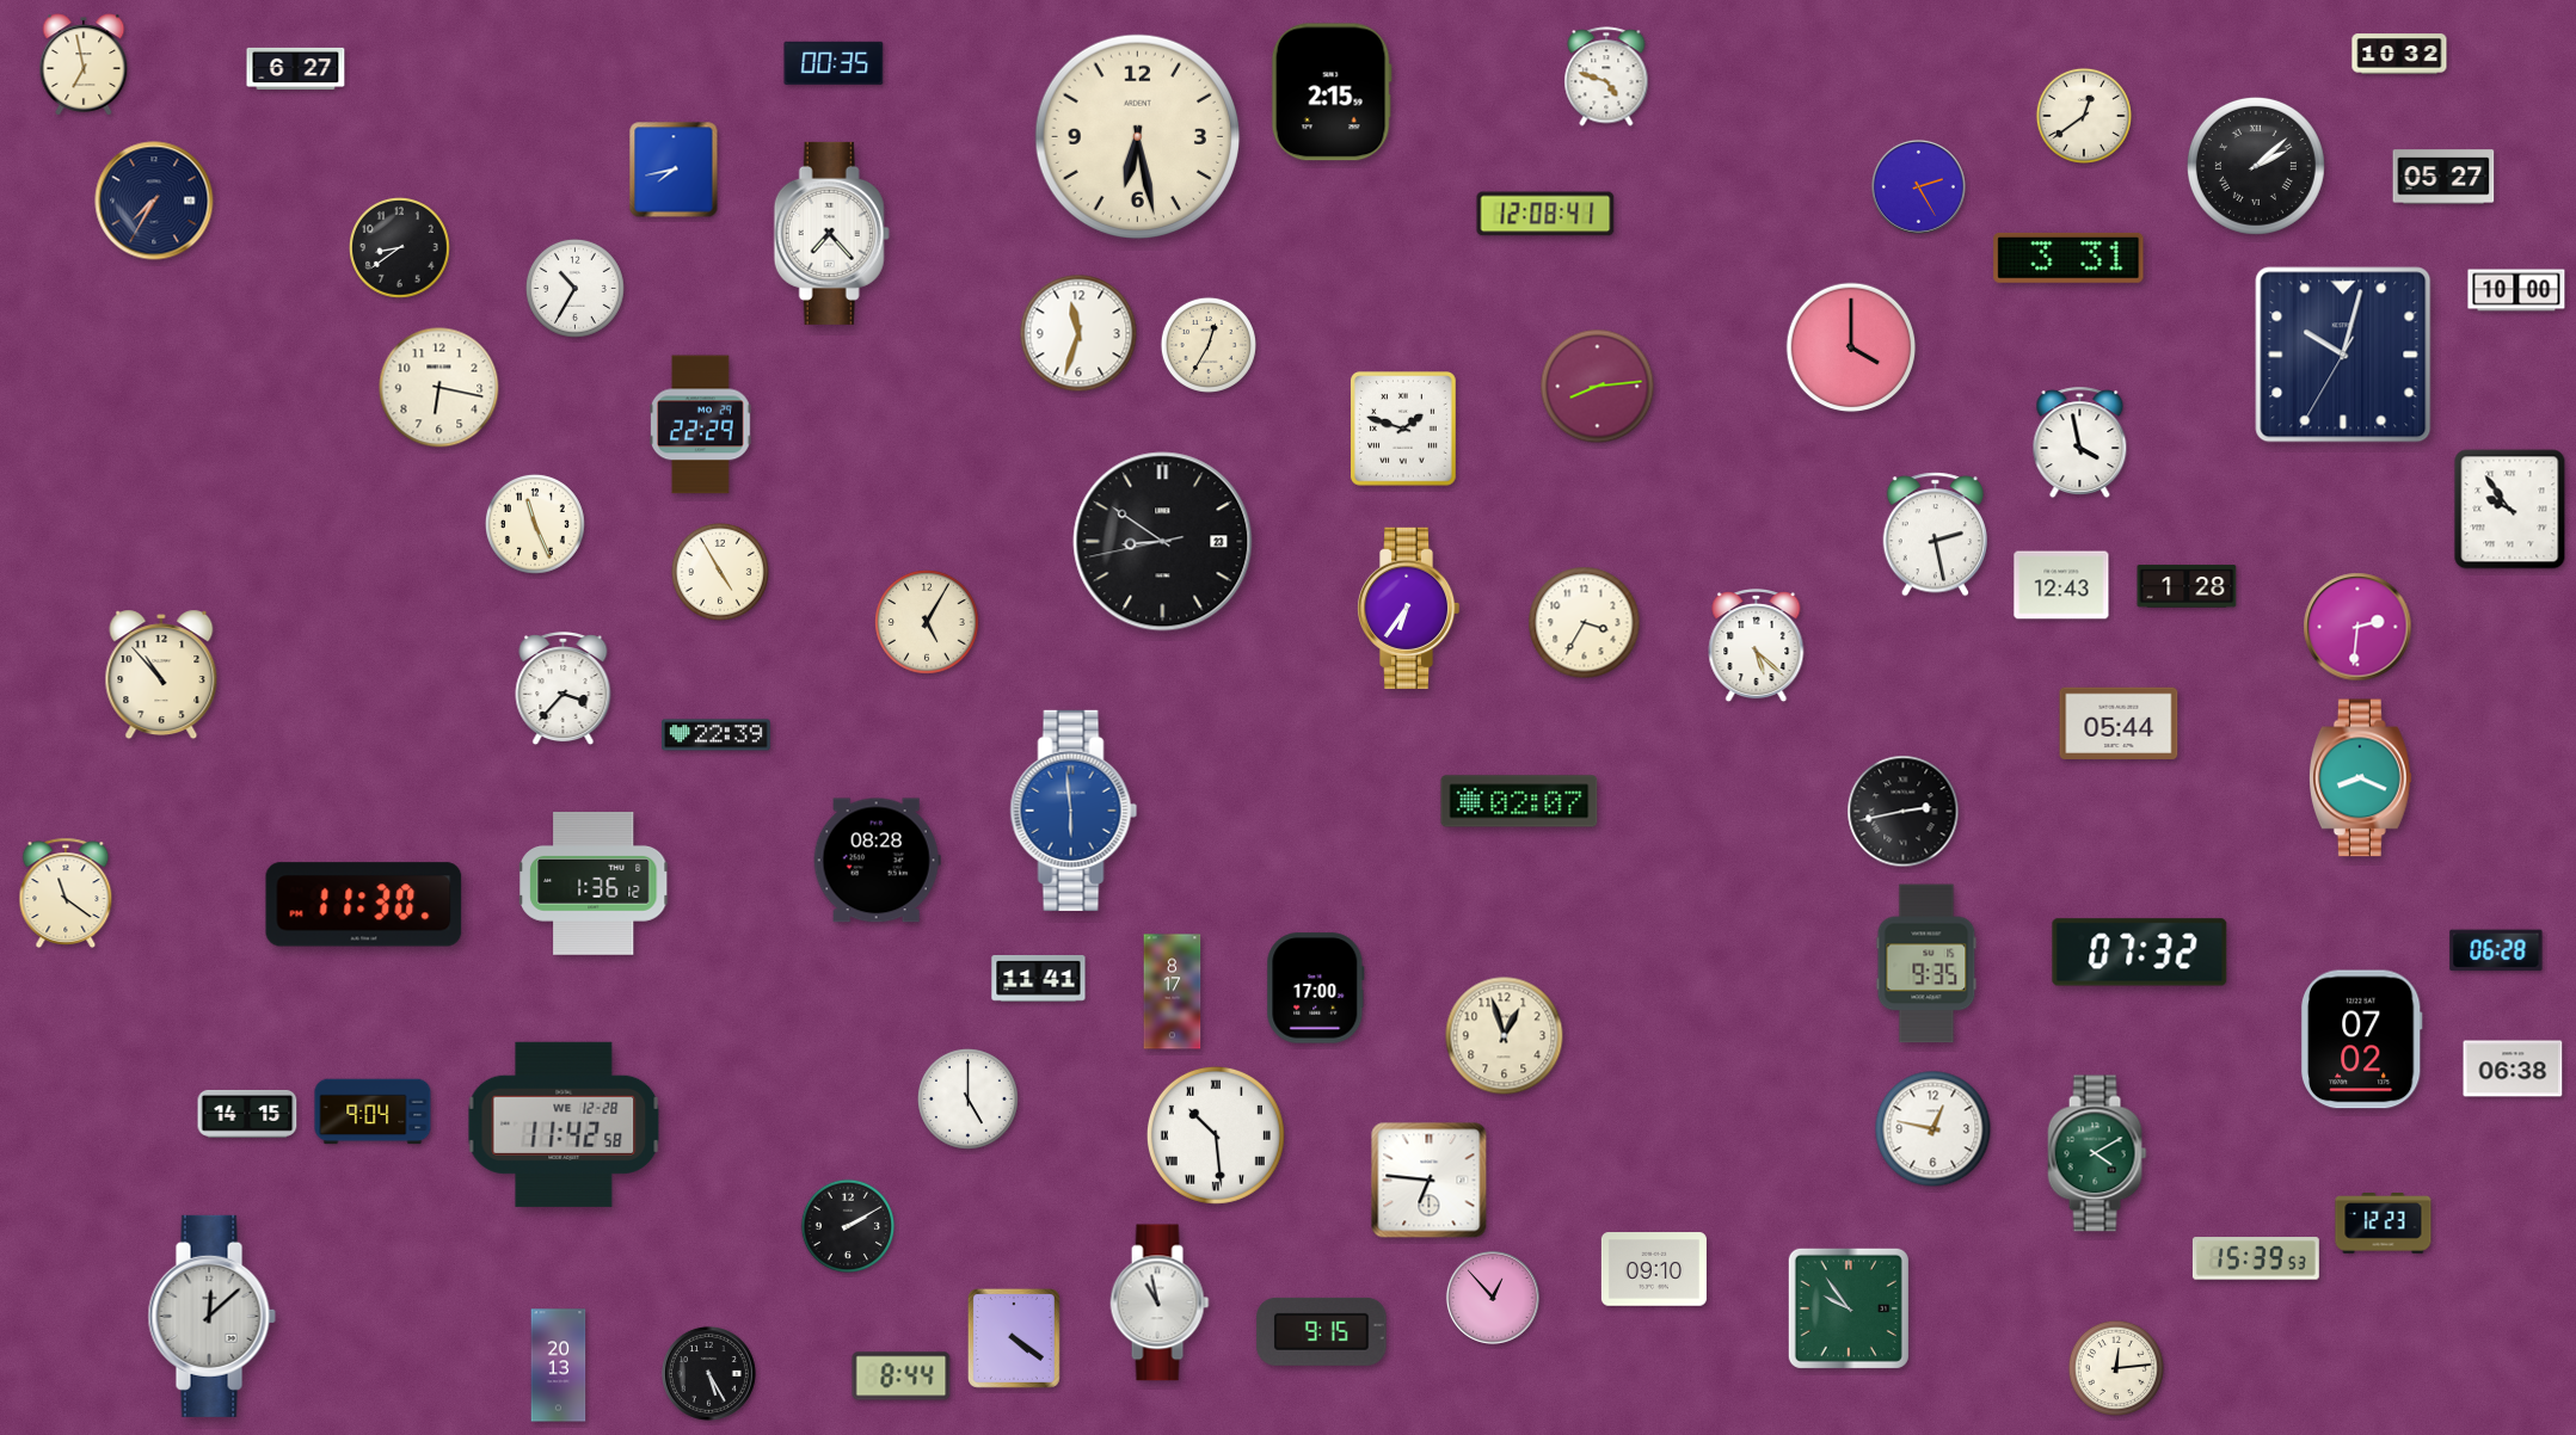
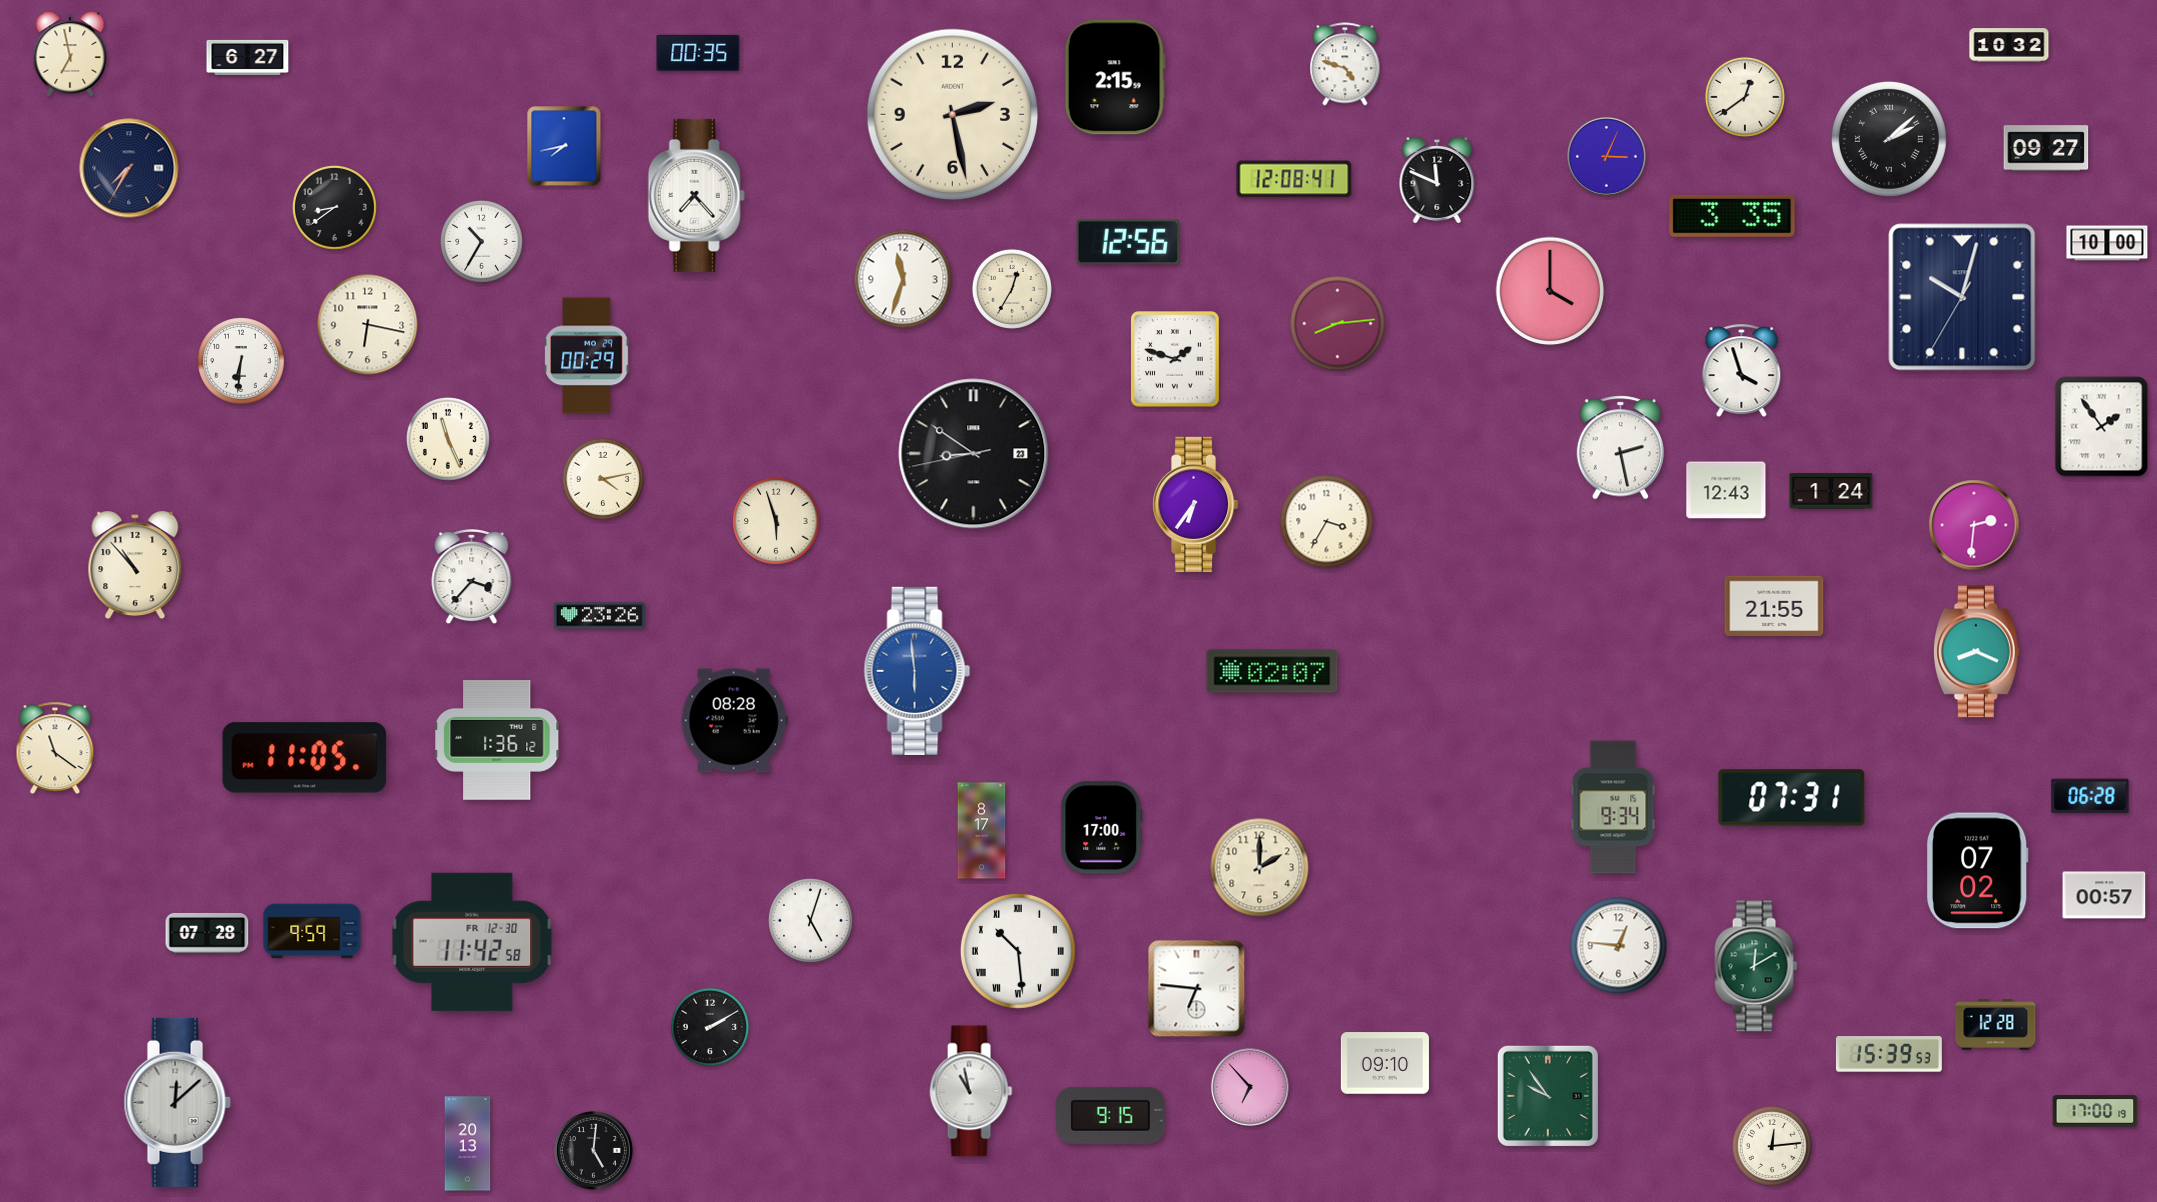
clock at (1138, 137): 6:28 -> 2:28
clock at (674, 170) position: (674, 170) -> (564, 146)
clock at (2443, 177): 05:27 -> 09:27
clock at (1918, 186): 2:25 -> 3:04
clock at (1437, 180): none -> 11:49
clock at (2068, 258): 3:31 -> 3:35
clock at (1127, 242): none -> 12:56
clock at (701, 425): 22:29 -> 00:29
clock at (241, 361): none -> 6:31
clock at (2080, 442): 3:58 -> 3:57
clock at (2510, 510): 9:54 -> 1:54
clock at (720, 572): 4:55 -> 4:13
clock at (2187, 586): 1:28 -> 1:24
clock at (1408, 608) position: (1408, 608) -> (1195, 504)
clock at (927, 622): 5:05 -> 5:57
clock at (1757, 647): 5:22 -> none
clock at (2119, 723): 05:44 -> 21:55
clock at (717, 735): 22:39 -> 23:26
clock at (1074, 811) position: (1074, 811) -> (917, 671)
clock at (1904, 812): 2:43 -> none
clock at (364, 905): 11:30 -> 11:05
clock at (2140, 953): 07:32 -> 07:31
clock at (1926, 963): 9:35 -> 9:34
clock at (1039, 979): 11:41 -> none
clock at (1505, 1036): 12:57 -> 2:00
clock at (2513, 1068): 06:38 -> 00:57
clock at (969, 1100): 5:00 -> 5:03
clock at (373, 1111): 9:04 -> 9:59
clock at (247, 1114): 14:15 -> 07:28
clock at (564, 1125) date: WE 12-28 -> FR 12-30
clock at (1933, 1129): 12:47 -> 12:46
clock at (2097, 1153): 4:10 -> 12:10
clock at (2384, 1224): 12:23 -> 12:28
clock at (1493, 1298): 12:53 -> 6:53
clock at (2095, 1111): none -> 17:00
clock at (1322, 1331) position: (1322, 1331) -> (1111, 1115)
clock at (1014, 1338): 4:21 -> none
clock at (708, 1373): 5:25 -> 5:01
clock at (902, 1377): 8:44 -> none
